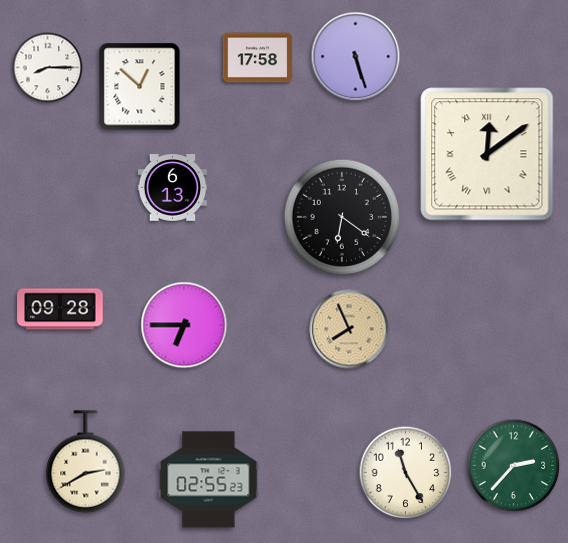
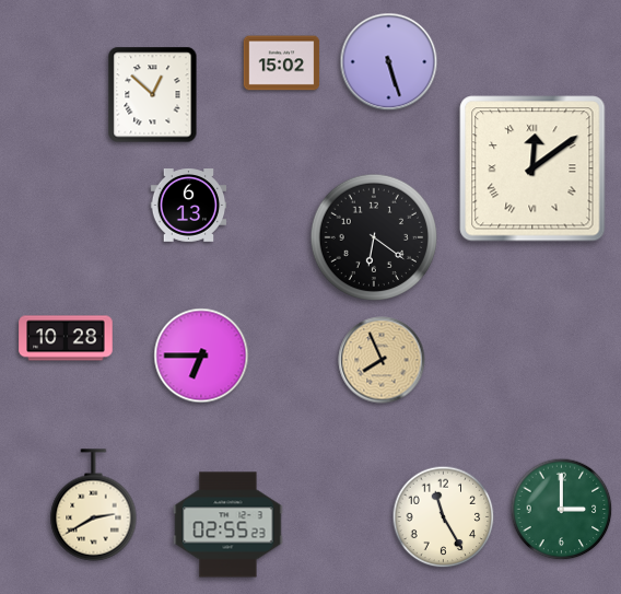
clock at (258, 58): 17:58 -> 15:02
clock at (48, 68): 8:15 -> none
clock at (60, 309): 09:28 -> 10:28
clock at (514, 466): 2:37 -> 3:00
